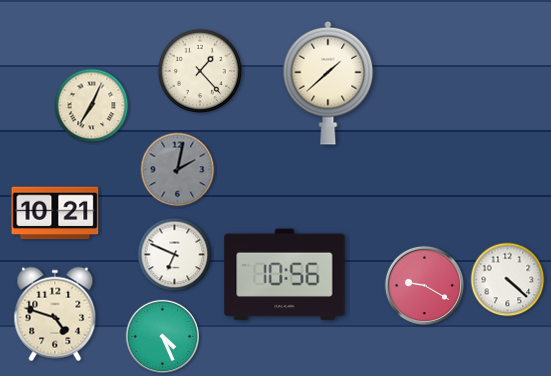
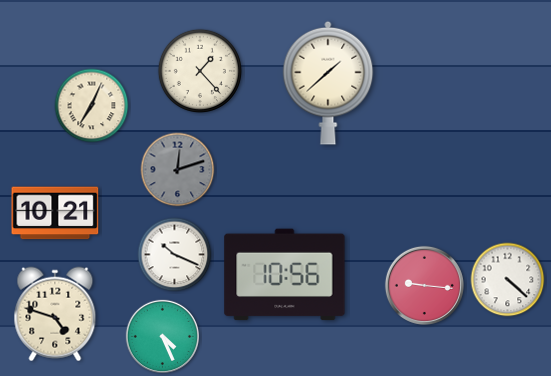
clock at (178, 170): 2:02 -> 12:12
clock at (175, 255): 6:49 -> 10:19
clock at (424, 285): 9:20 -> 9:16
